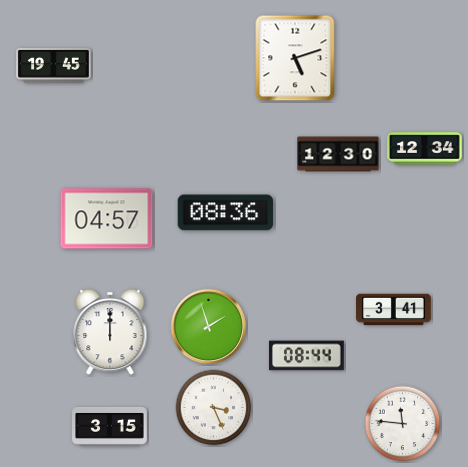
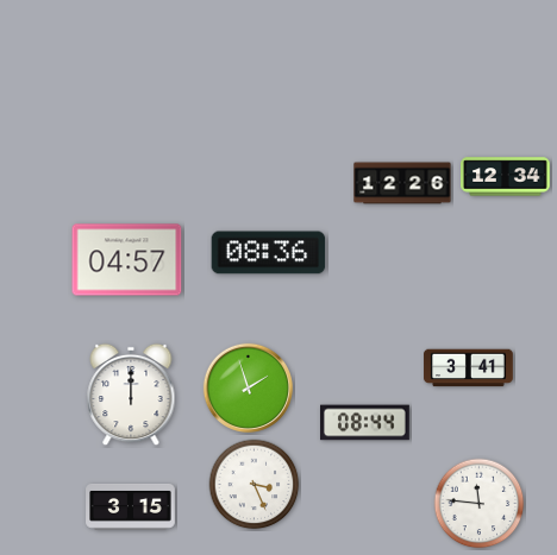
clock at (295, 58): 5:12 -> none
clock at (54, 66): 19:45 -> none
clock at (338, 154): 12:30 -> 12:26
